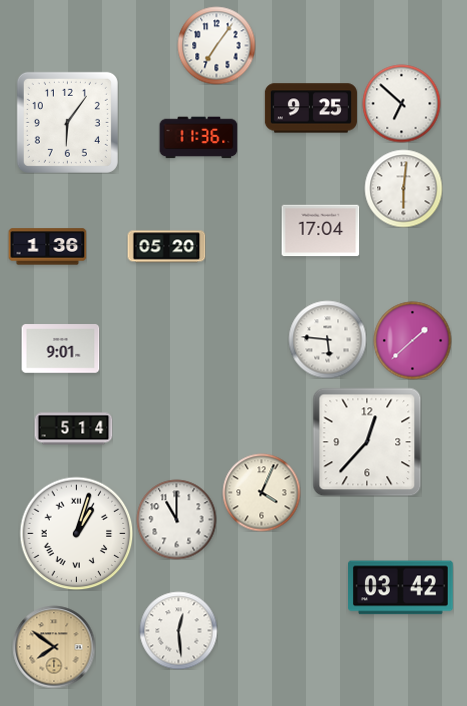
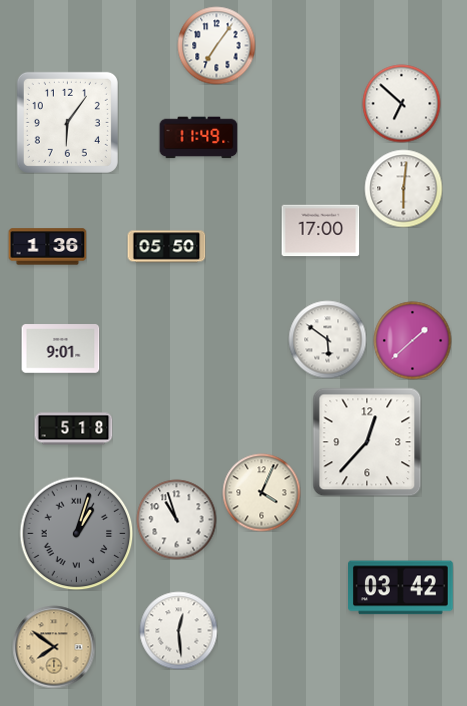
clock at (311, 108): 9:25 -> none
clock at (198, 138): 11:36 -> 11:49
clock at (320, 231): 17:04 -> 17:00
clock at (166, 247): 05:20 -> 05:50
clock at (327, 339): 5:46 -> 5:51
clock at (73, 429): 5:14 -> 5:18
clock at (176, 519): 11:00 -> 10:57
clock at (76, 533) dial: white -> grey
